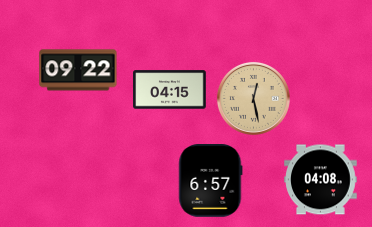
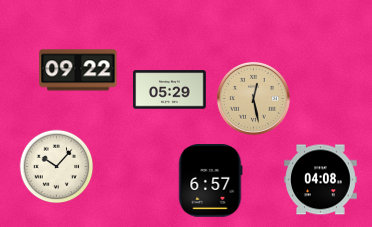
clock at (170, 90): 04:15 -> 05:29
clock at (57, 167): none -> 10:07
